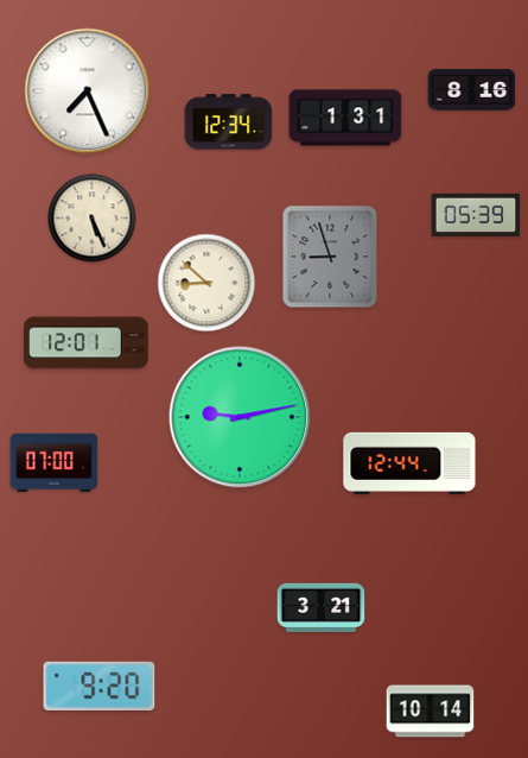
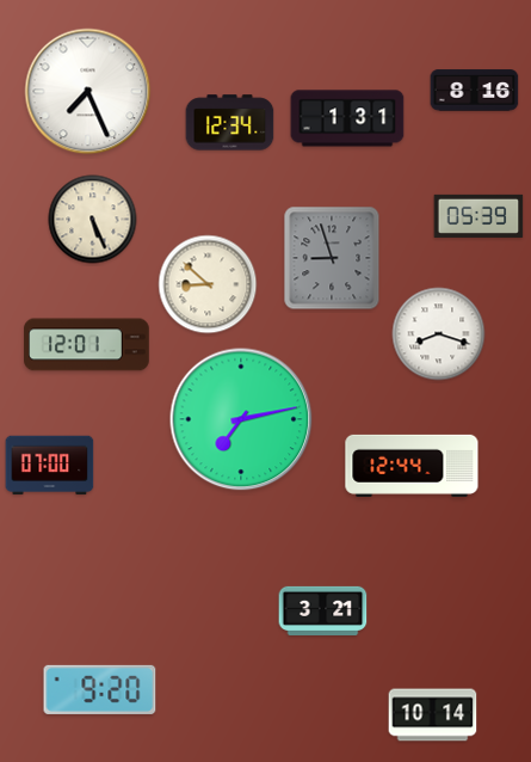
clock at (439, 334): none -> 8:18
clock at (240, 417): 9:13 -> 7:13
clock at (55, 463) position: (55, 463) -> (50, 466)
